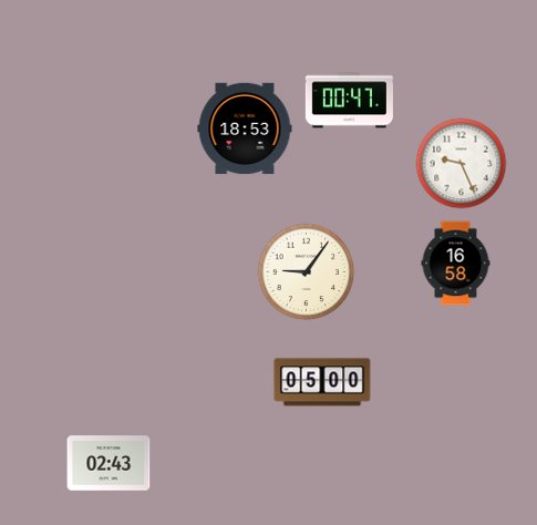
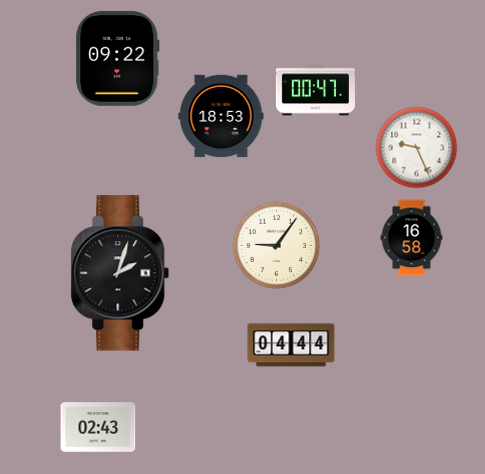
clock at (118, 58): none -> 09:22
clock at (120, 273): none -> 2:03
clock at (322, 382): 05:00 -> 04:44
clock at (109, 463) position: (109, 463) -> (98, 427)
